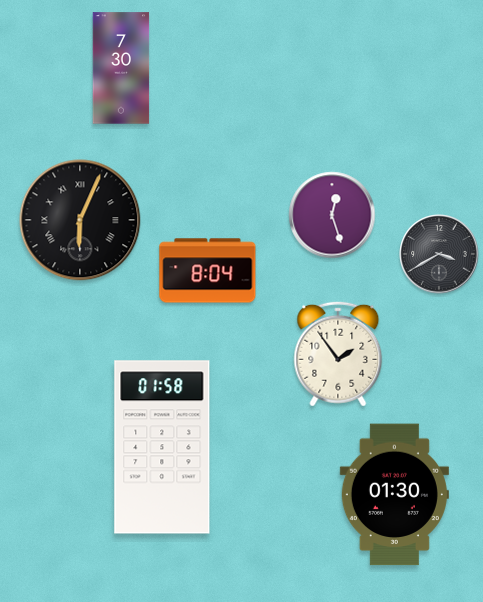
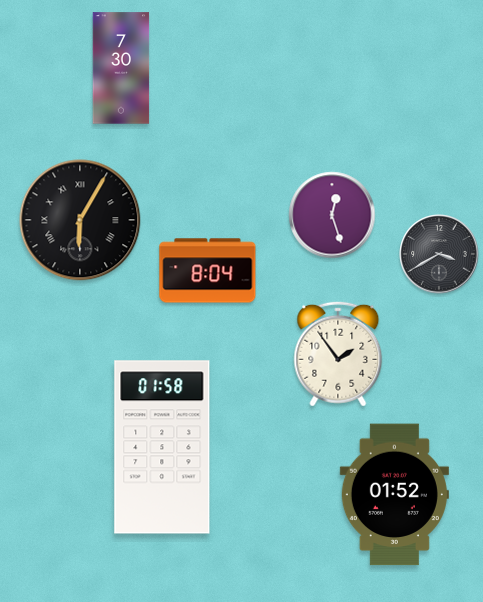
clock at (80, 220): 6:04 -> 6:05
clock at (394, 495): 01:30 -> 01:52
